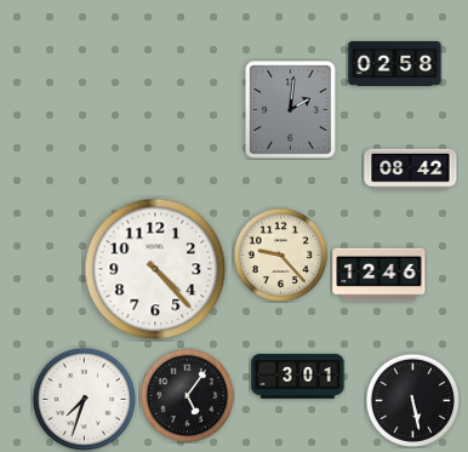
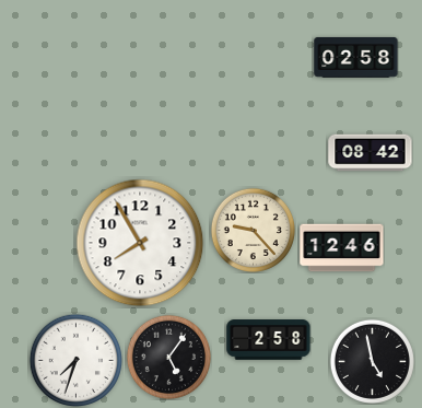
clock at (291, 110): 2:01 -> none
clock at (155, 269): 4:23 -> 7:55
clock at (298, 377): 3:01 -> 2:58
clock at (412, 400): 5:28 -> 4:58
